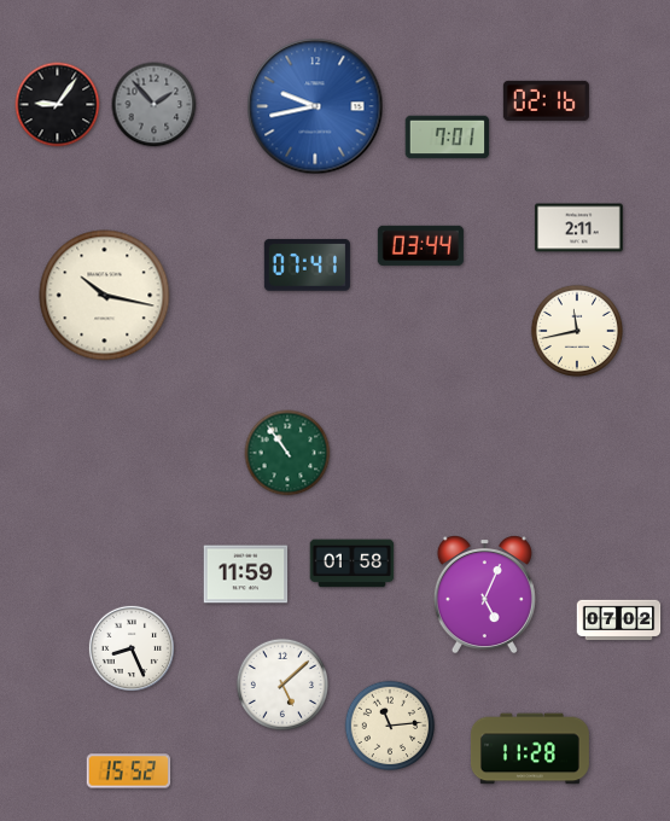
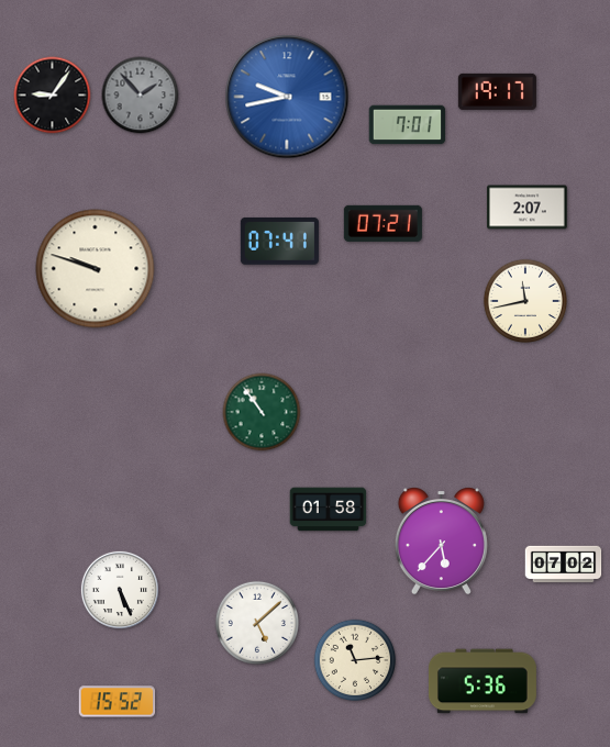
clock at (546, 100): 02:16 -> 19:17
clock at (579, 228): 2:11 -> 2:07
clock at (420, 245): 03:44 -> 07:21
clock at (105, 296): 10:17 -> 9:48
clock at (353, 564) position: (353, 564) -> (329, 510)
clock at (246, 575): 11:59 -> none
clock at (484, 595): 5:04 -> 5:37
clock at (130, 647): 8:26 -> 5:26
clock at (530, 749): 11:28 -> 5:36
